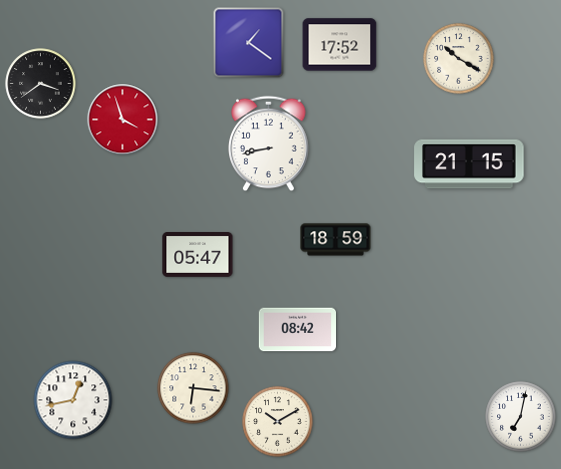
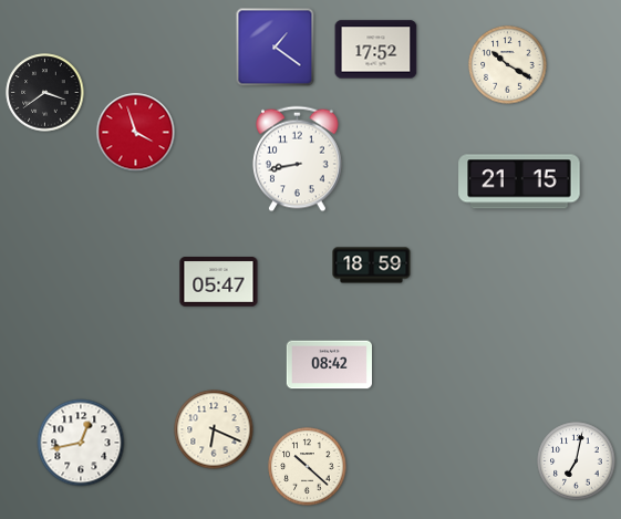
clock at (193, 388): 6:16 -> 6:19
clock at (278, 422): 10:10 -> 10:22
